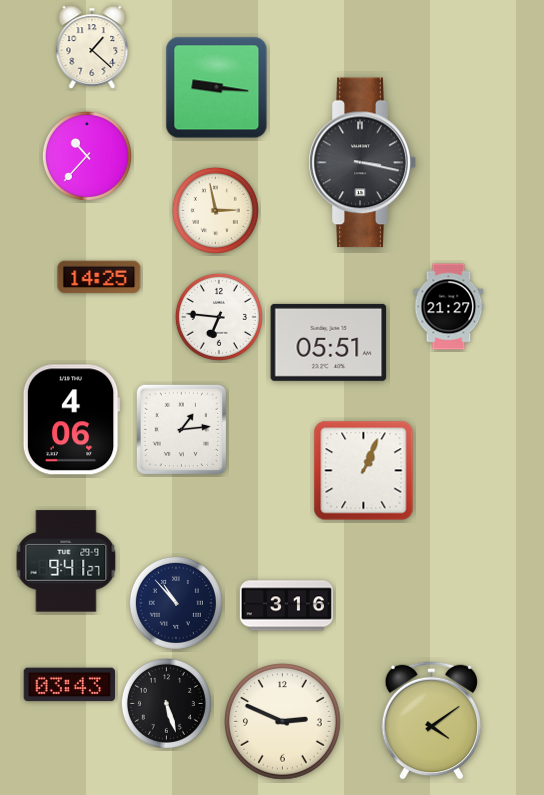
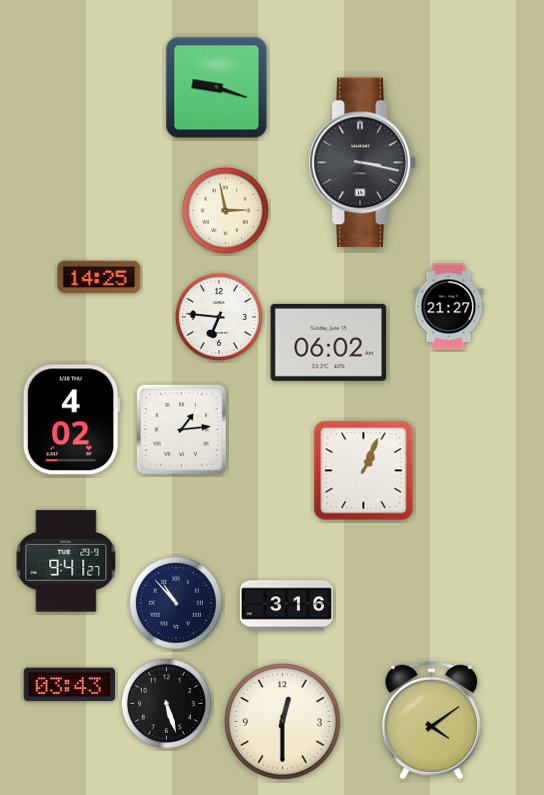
clock at (92, 47): 1:22 -> none
clock at (217, 88): 9:16 -> 9:18
clock at (87, 156): 10:37 -> none
clock at (215, 210) position: (215, 210) -> (225, 210)
clock at (329, 342): 05:51 -> 06:02
clock at (71, 420): 4:06 -> 4:02
clock at (283, 722): 2:49 -> 12:30
